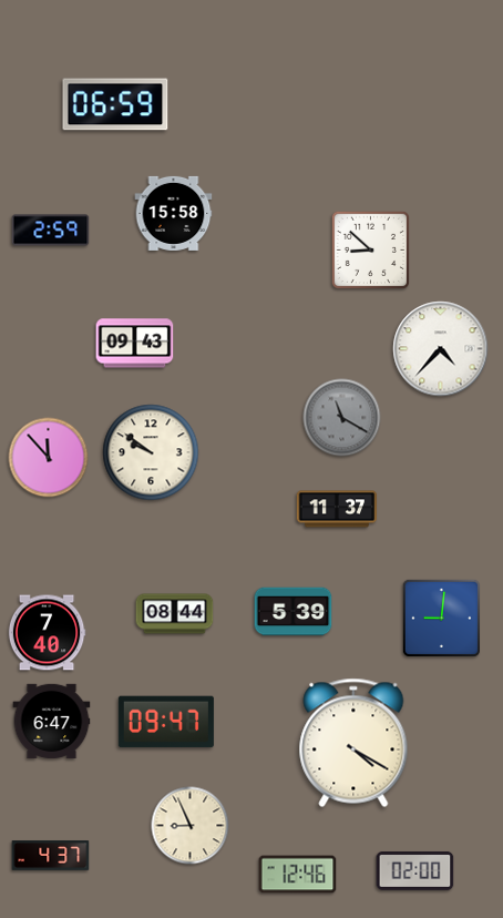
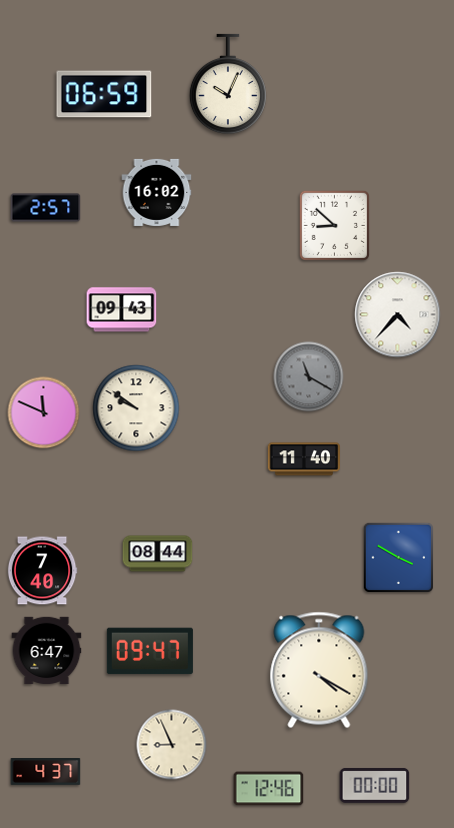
clock at (228, 84): none -> 10:04
clock at (174, 213): 15:58 -> 16:02
clock at (51, 231): 2:59 -> 2:57
clock at (49, 458): 11:53 -> 11:49
clock at (336, 509): 11:37 -> 11:40
clock at (294, 612): 5:39 -> none
clock at (441, 618): 9:01 -> 3:50
clock at (415, 870): 02:00 -> 00:00
